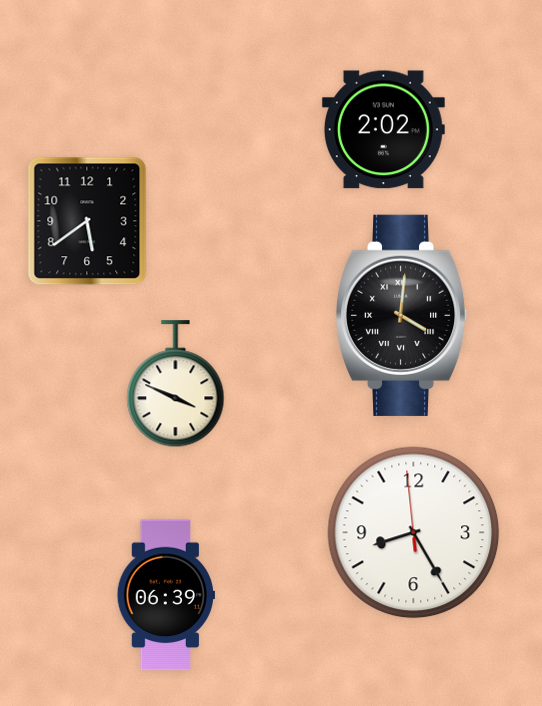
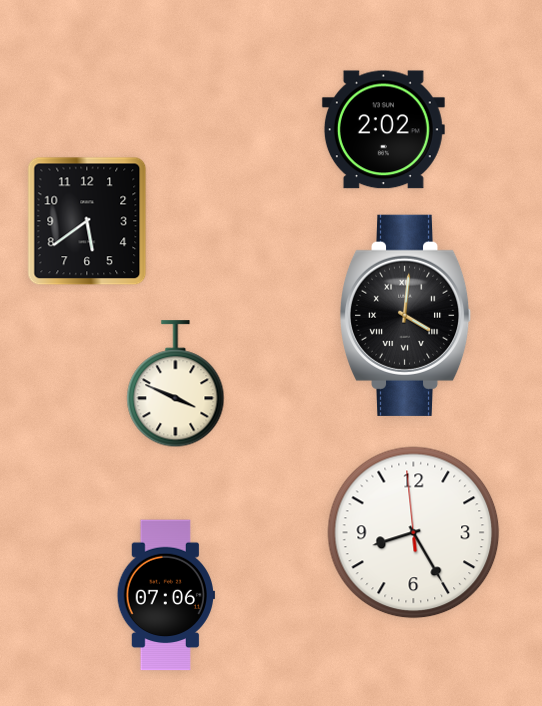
clock at (402, 315) position: (402, 315) -> (406, 315)
clock at (166, 595): 06:39 -> 07:06
